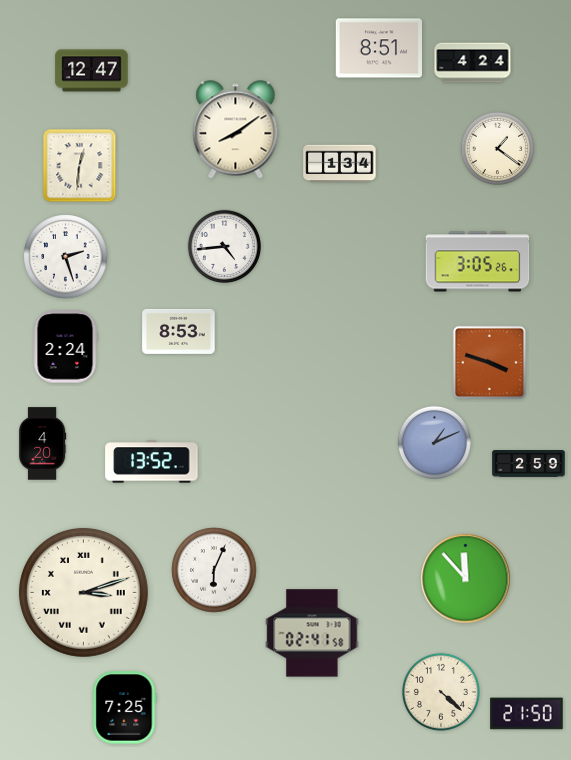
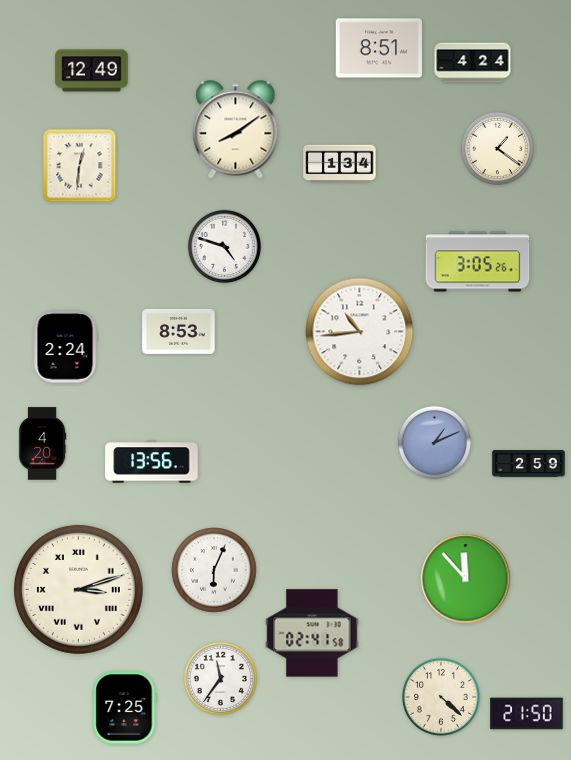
clock at (92, 71): 12:47 -> 12:49
clock at (224, 246): 4:44 -> 4:48
clock at (66, 257): 2:27 -> none
clock at (360, 332): none -> 10:44
clock at (490, 363): 3:48 -> none
clock at (152, 462): 13:52 -> 13:56
clock at (83, 592) position: (83, 592) -> (78, 589)
clock at (220, 678): none -> 11:36
clock at (441, 692) position: (441, 692) -> (441, 697)
